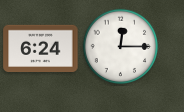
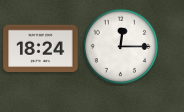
clock at (41, 48): 6:24 -> 18:24
